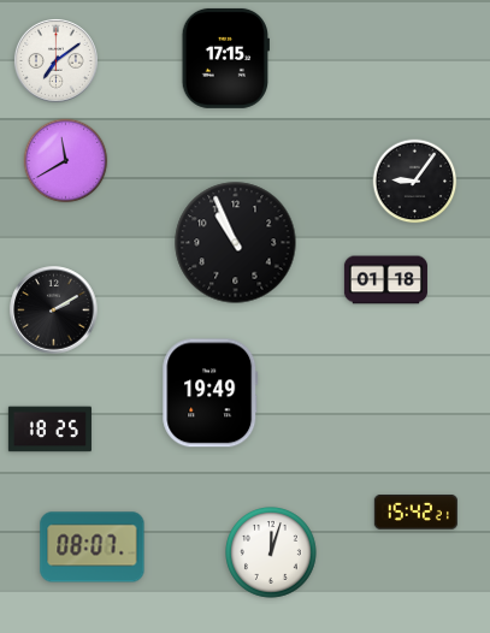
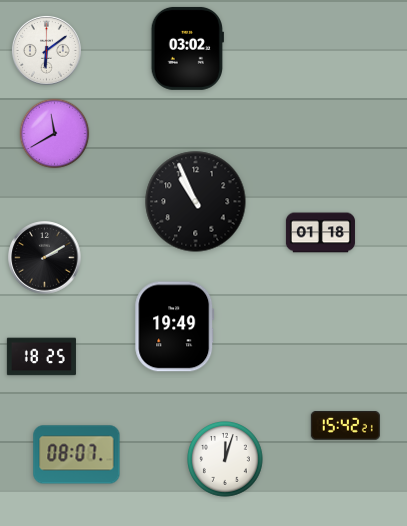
clock at (225, 58): 17:15 -> 03:02
clock at (55, 60): 7:09 -> 6:09
clock at (415, 182): 9:06 -> none
